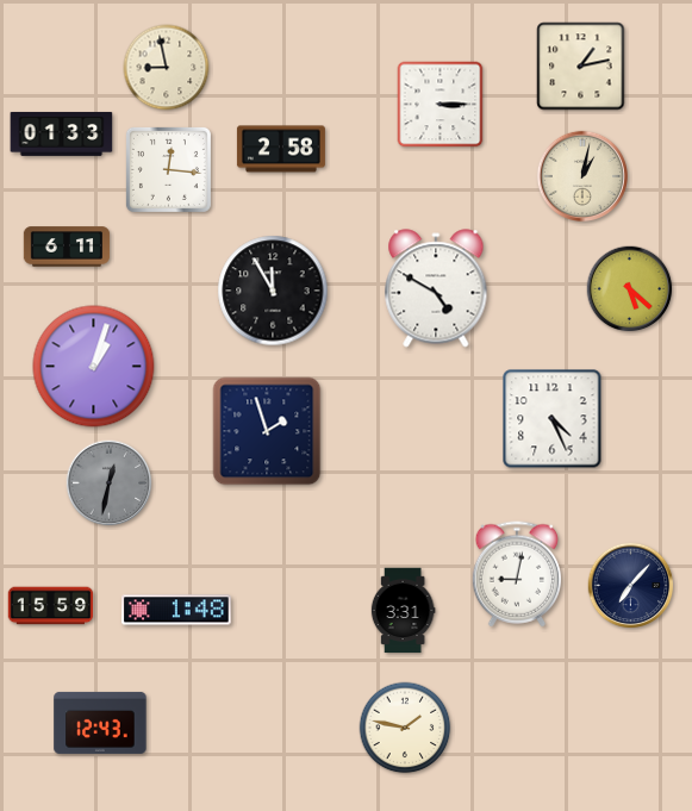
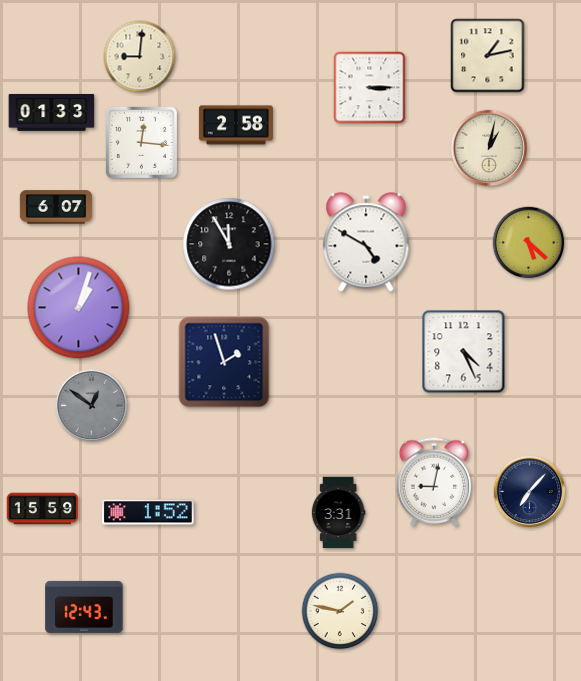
clock at (167, 68): 8:58 -> 9:01
clock at (67, 247): 6:11 -> 6:07
clock at (110, 484): 12:32 -> 12:51
clock at (177, 610): 1:48 -> 1:52
